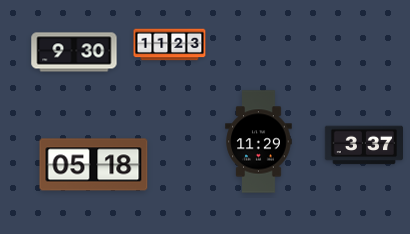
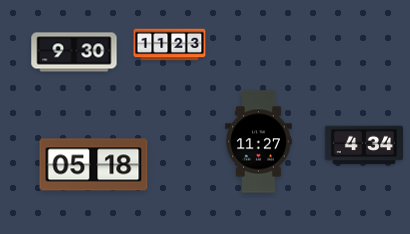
clock at (259, 142): 11:29 -> 11:27
clock at (364, 145): 3:37 -> 4:34
